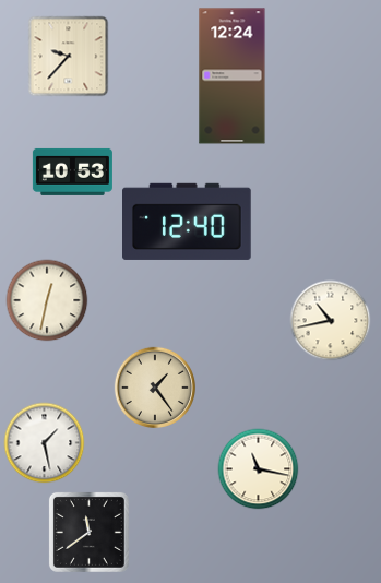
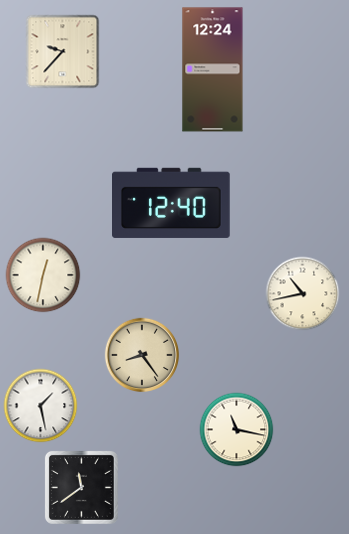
clock at (72, 171): 10:53 -> none
clock at (154, 386): 1:24 -> 8:24
